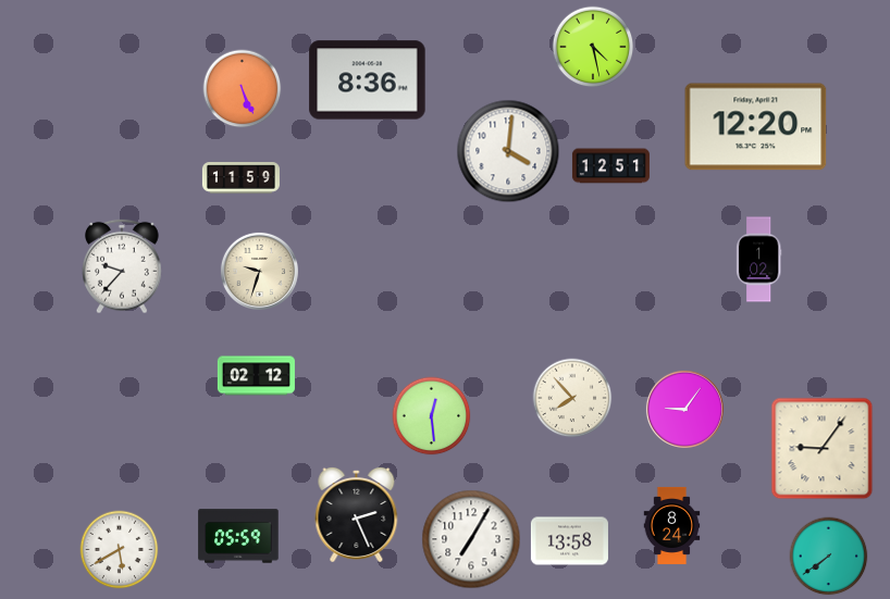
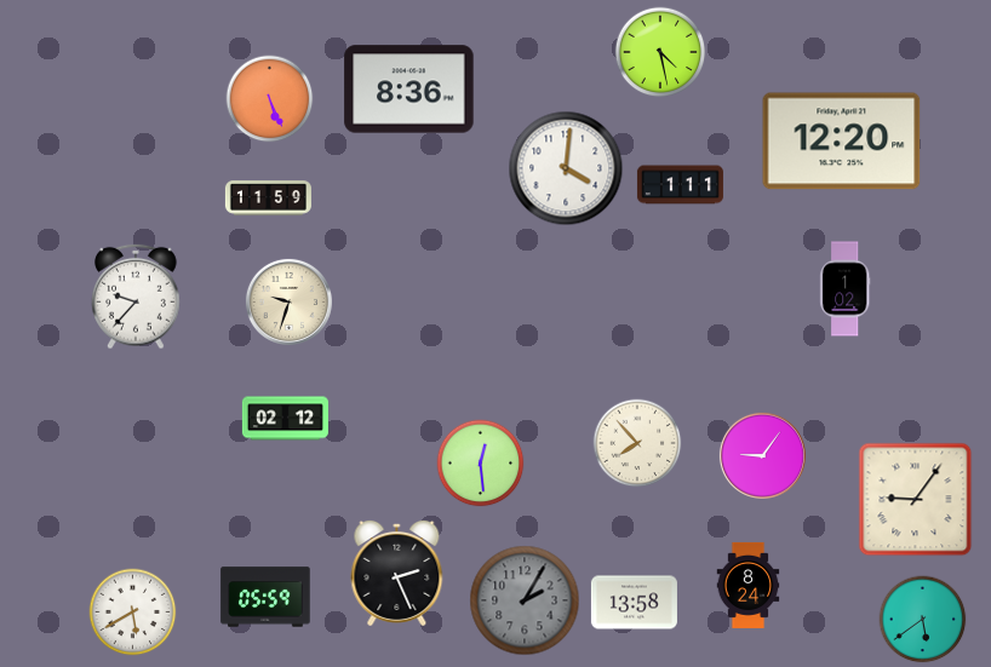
clock at (610, 166): 12:51 -> 1:11
clock at (471, 539): 7:05 -> 2:05
clock at (471, 539) dial: white -> grey
clock at (829, 557): 7:39 -> 5:39
